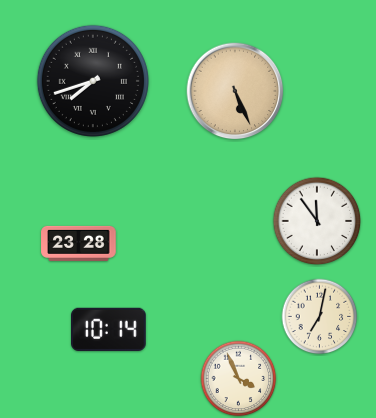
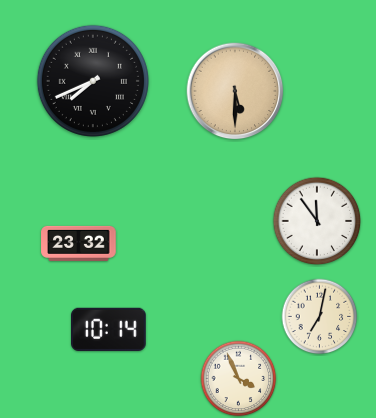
clock at (93, 81): 7:42 -> 7:41
clock at (235, 91): 5:26 -> 5:30
clock at (79, 243): 23:28 -> 23:32
